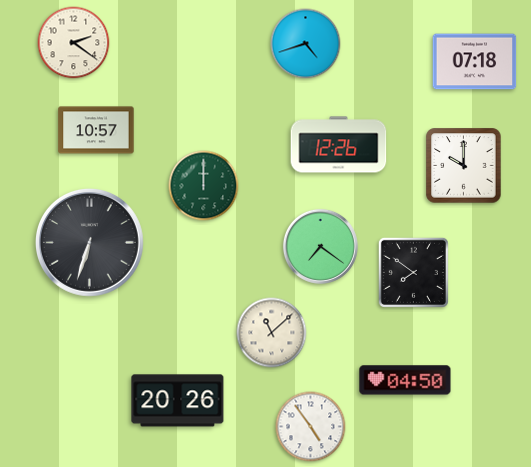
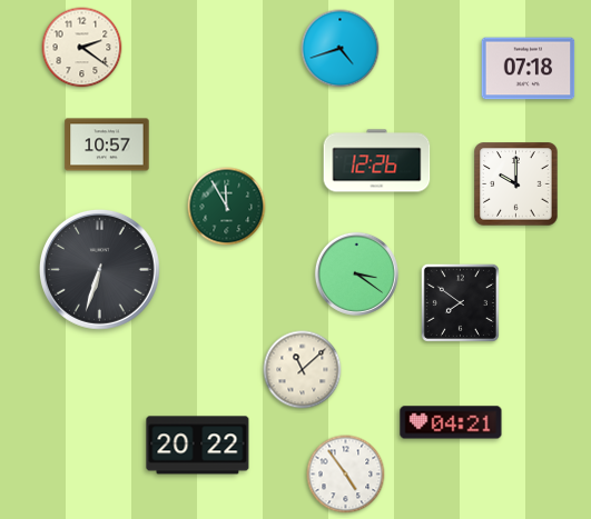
clock at (204, 186): 12:00 -> 11:55
clock at (320, 246): 7:21 -> 3:21
clock at (405, 380): 04:50 -> 04:21
clock at (178, 401): 20:26 -> 20:22
